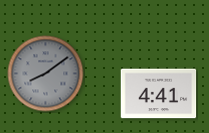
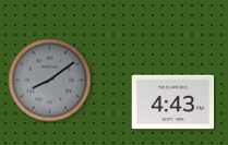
clock at (159, 94): 4:41 -> 4:43
